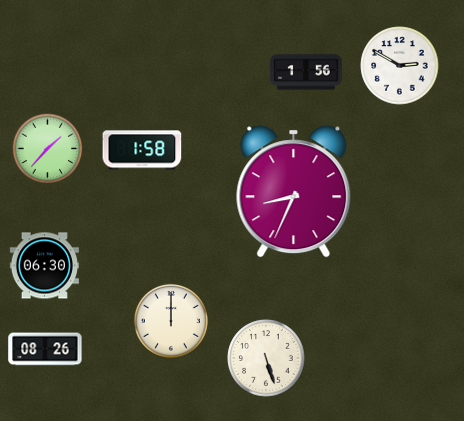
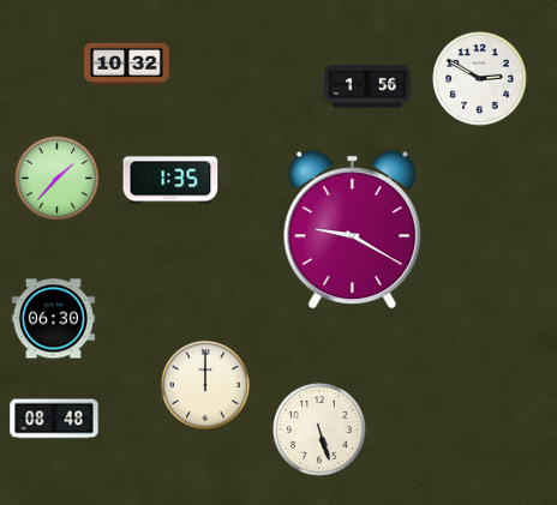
clock at (127, 64): none -> 10:32
clock at (142, 150): 1:58 -> 1:35
clock at (294, 192): 8:34 -> 9:20
clock at (45, 349): 08:26 -> 08:48
